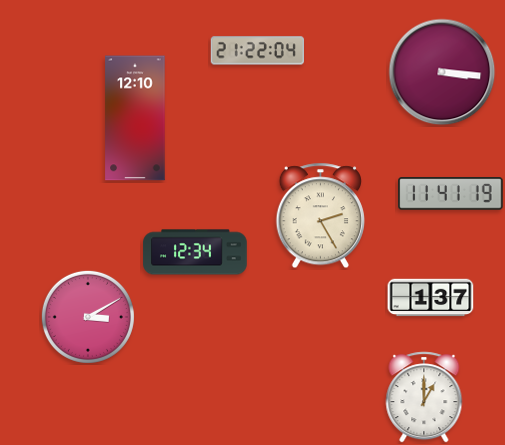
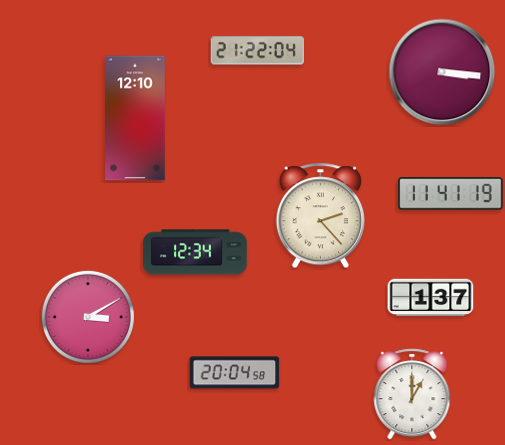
clock at (320, 216): 2:25 -> 2:23
clock at (235, 373): none -> 20:04
clock at (424, 397) position: (424, 397) -> (412, 394)
